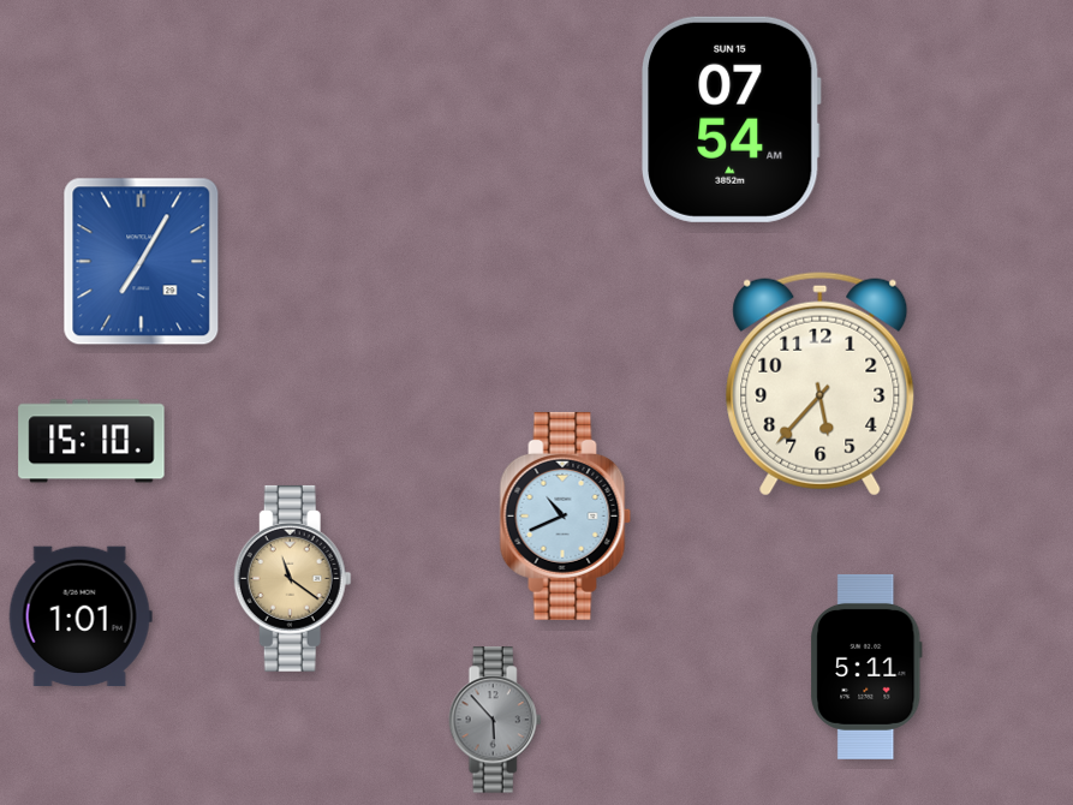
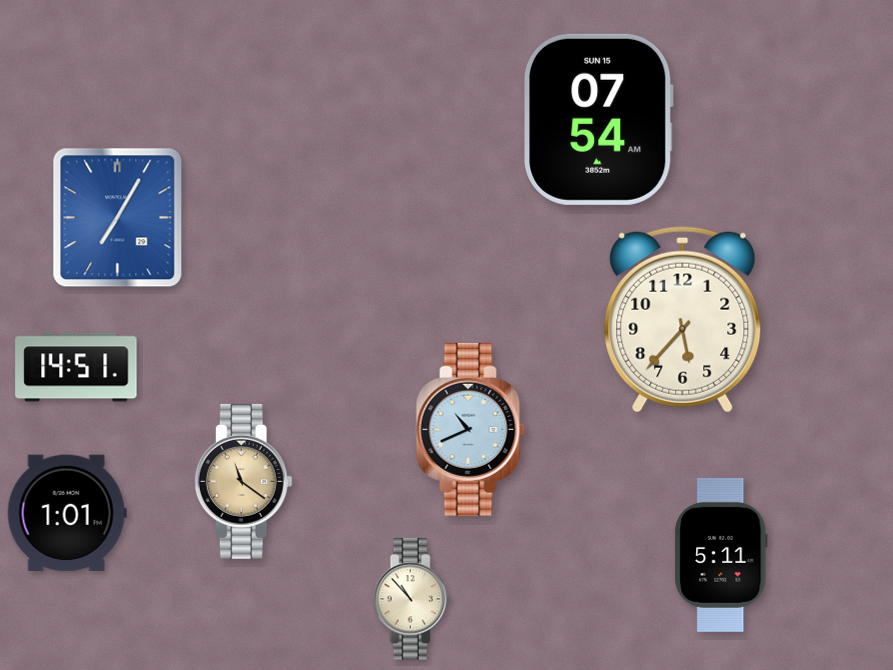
clock at (732, 119) position: (732, 119) -> (599, 119)
clock at (91, 441): 15:10 -> 14:51
clock at (495, 720): 5:53 -> 10:53
clock at (495, 720) dial: grey -> cream
